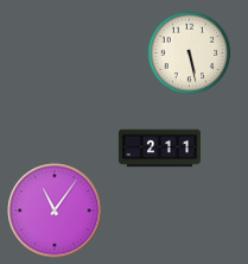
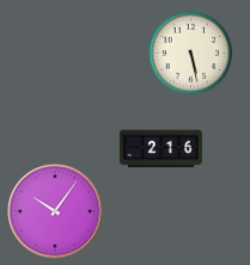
clock at (159, 149): 2:11 -> 2:16
clock at (55, 210): 11:06 -> 10:06
